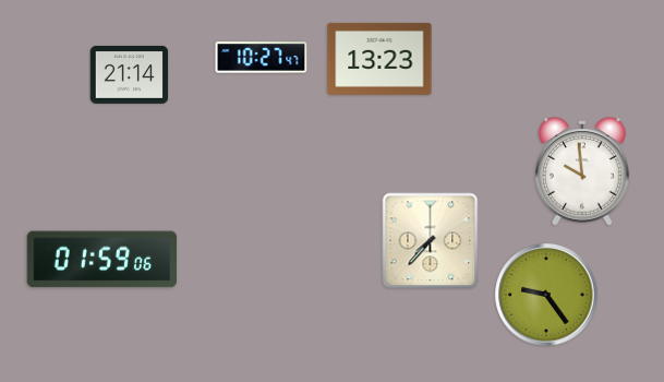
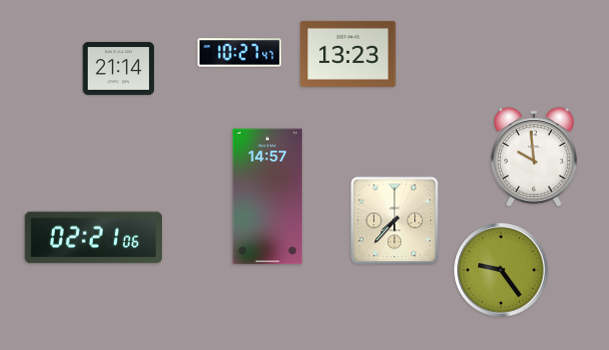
clock at (268, 197): none -> 14:57
clock at (101, 260): 01:59 -> 02:21
